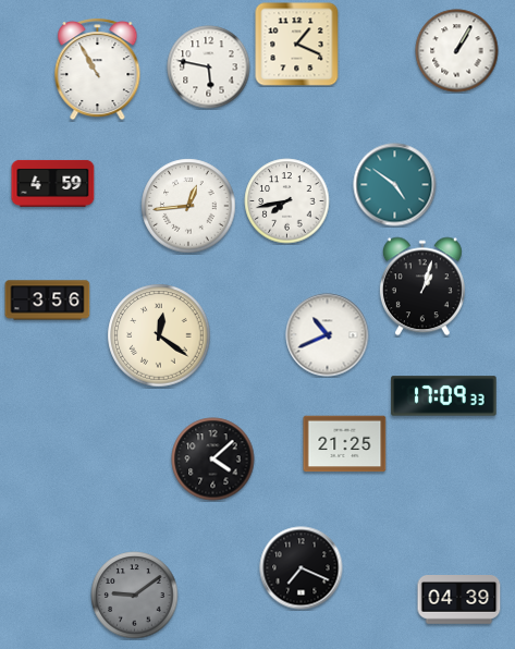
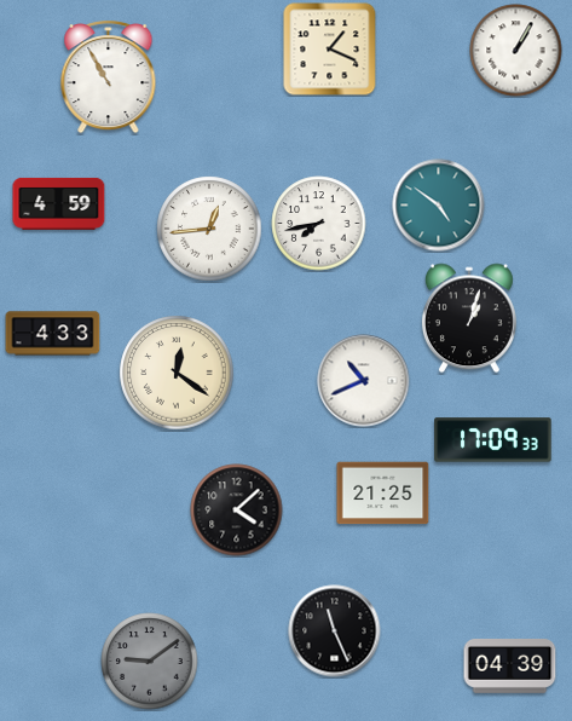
clock at (457, 51) position: (457, 51) -> (516, 51)
clock at (209, 68): 5:47 -> none
clock at (48, 301): 3:56 -> 4:33
clock at (328, 335) position: (328, 335) -> (364, 381)
clock at (302, 568): 7:19 -> 11:26
